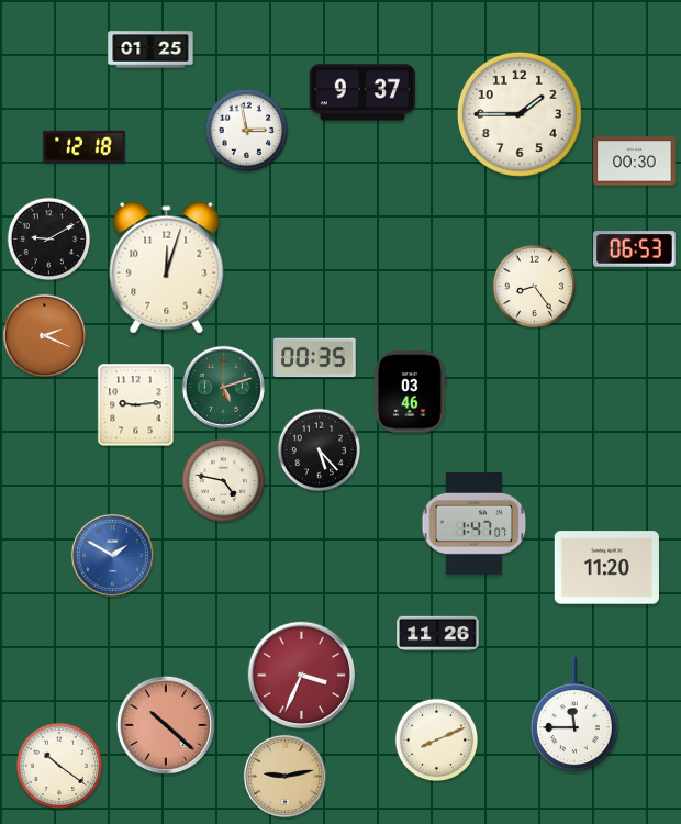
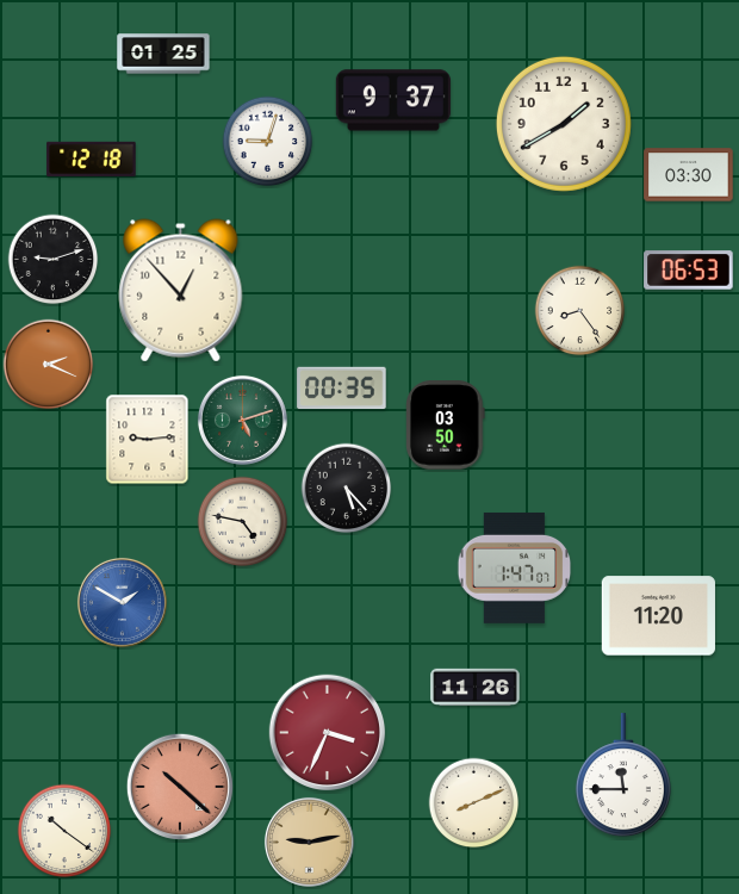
clock at (520, 114): 1:45 -> 1:40
clock at (247, 131): 2:58 -> 9:03
clock at (635, 162): 00:30 -> 03:30
clock at (49, 240): 9:10 -> 9:12
clock at (167, 268): 12:03 -> 12:53
clock at (411, 392): 03:46 -> 03:50
